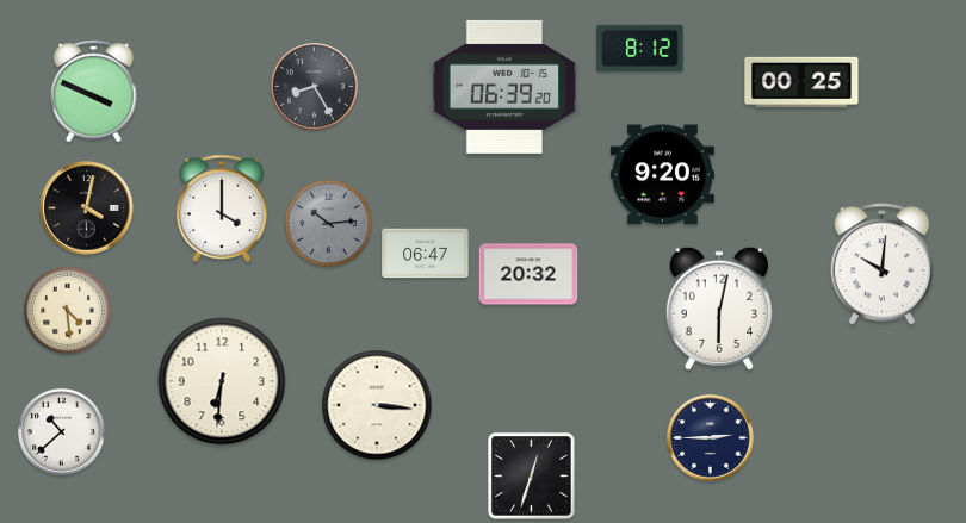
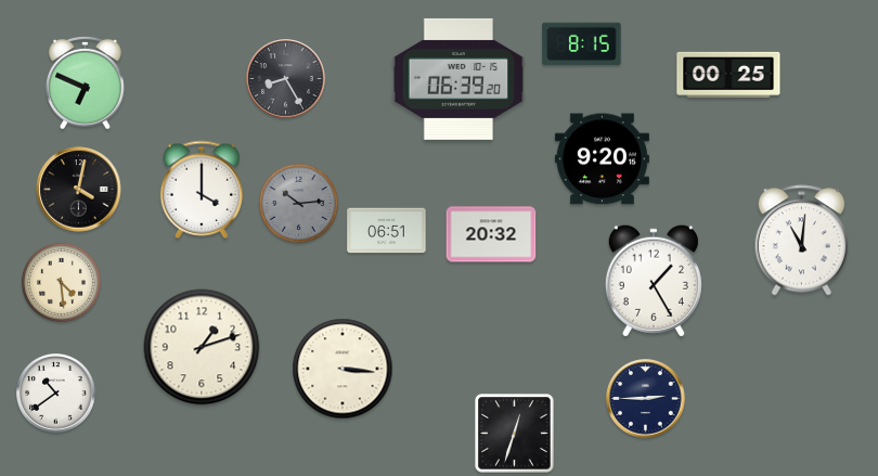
clock at (640, 49): 8:12 -> 8:15
clock at (94, 91): 3:49 -> 6:49
clock at (426, 254): 06:47 -> 06:51
clock at (881, 264): 10:01 -> 11:01
clock at (528, 274) position: (528, 274) -> (491, 234)
clock at (719, 309): 6:02 -> 1:25
clock at (222, 381): 6:31 -> 1:12
clock at (62, 432): 10:38 -> 10:39
clock at (532, 477) position: (532, 477) -> (515, 434)
